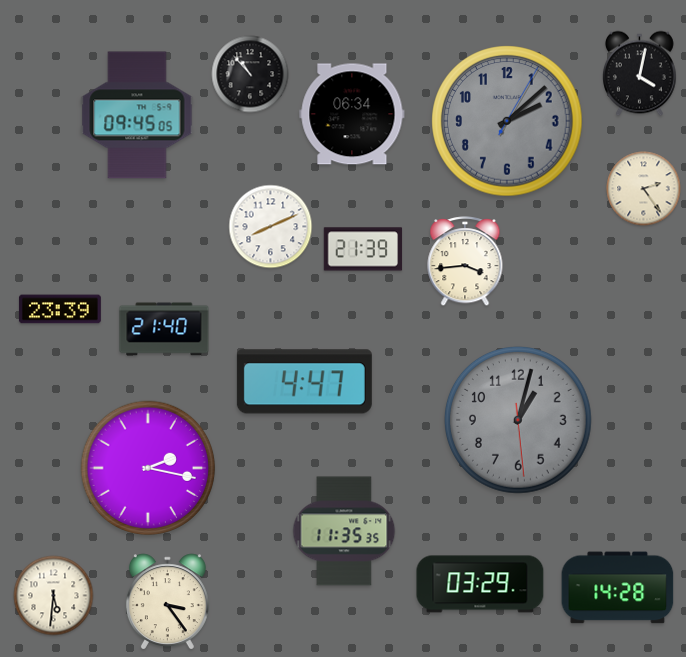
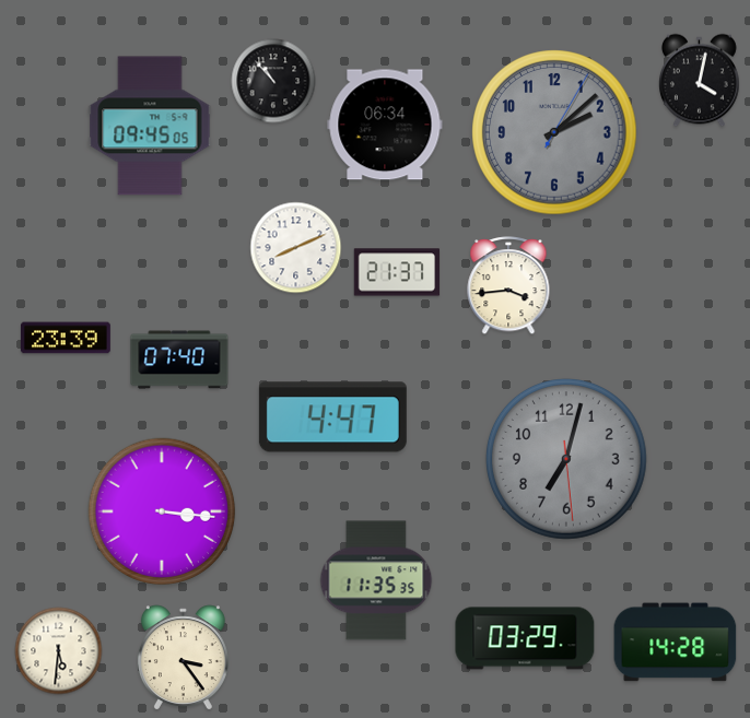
clock at (644, 189): 2:24 -> none
clock at (363, 249): 21:39 -> 21:37
clock at (164, 329): 21:40 -> 07:40
clock at (518, 420): 1:02 -> 7:02
clock at (148, 468): 2:17 -> 3:16
